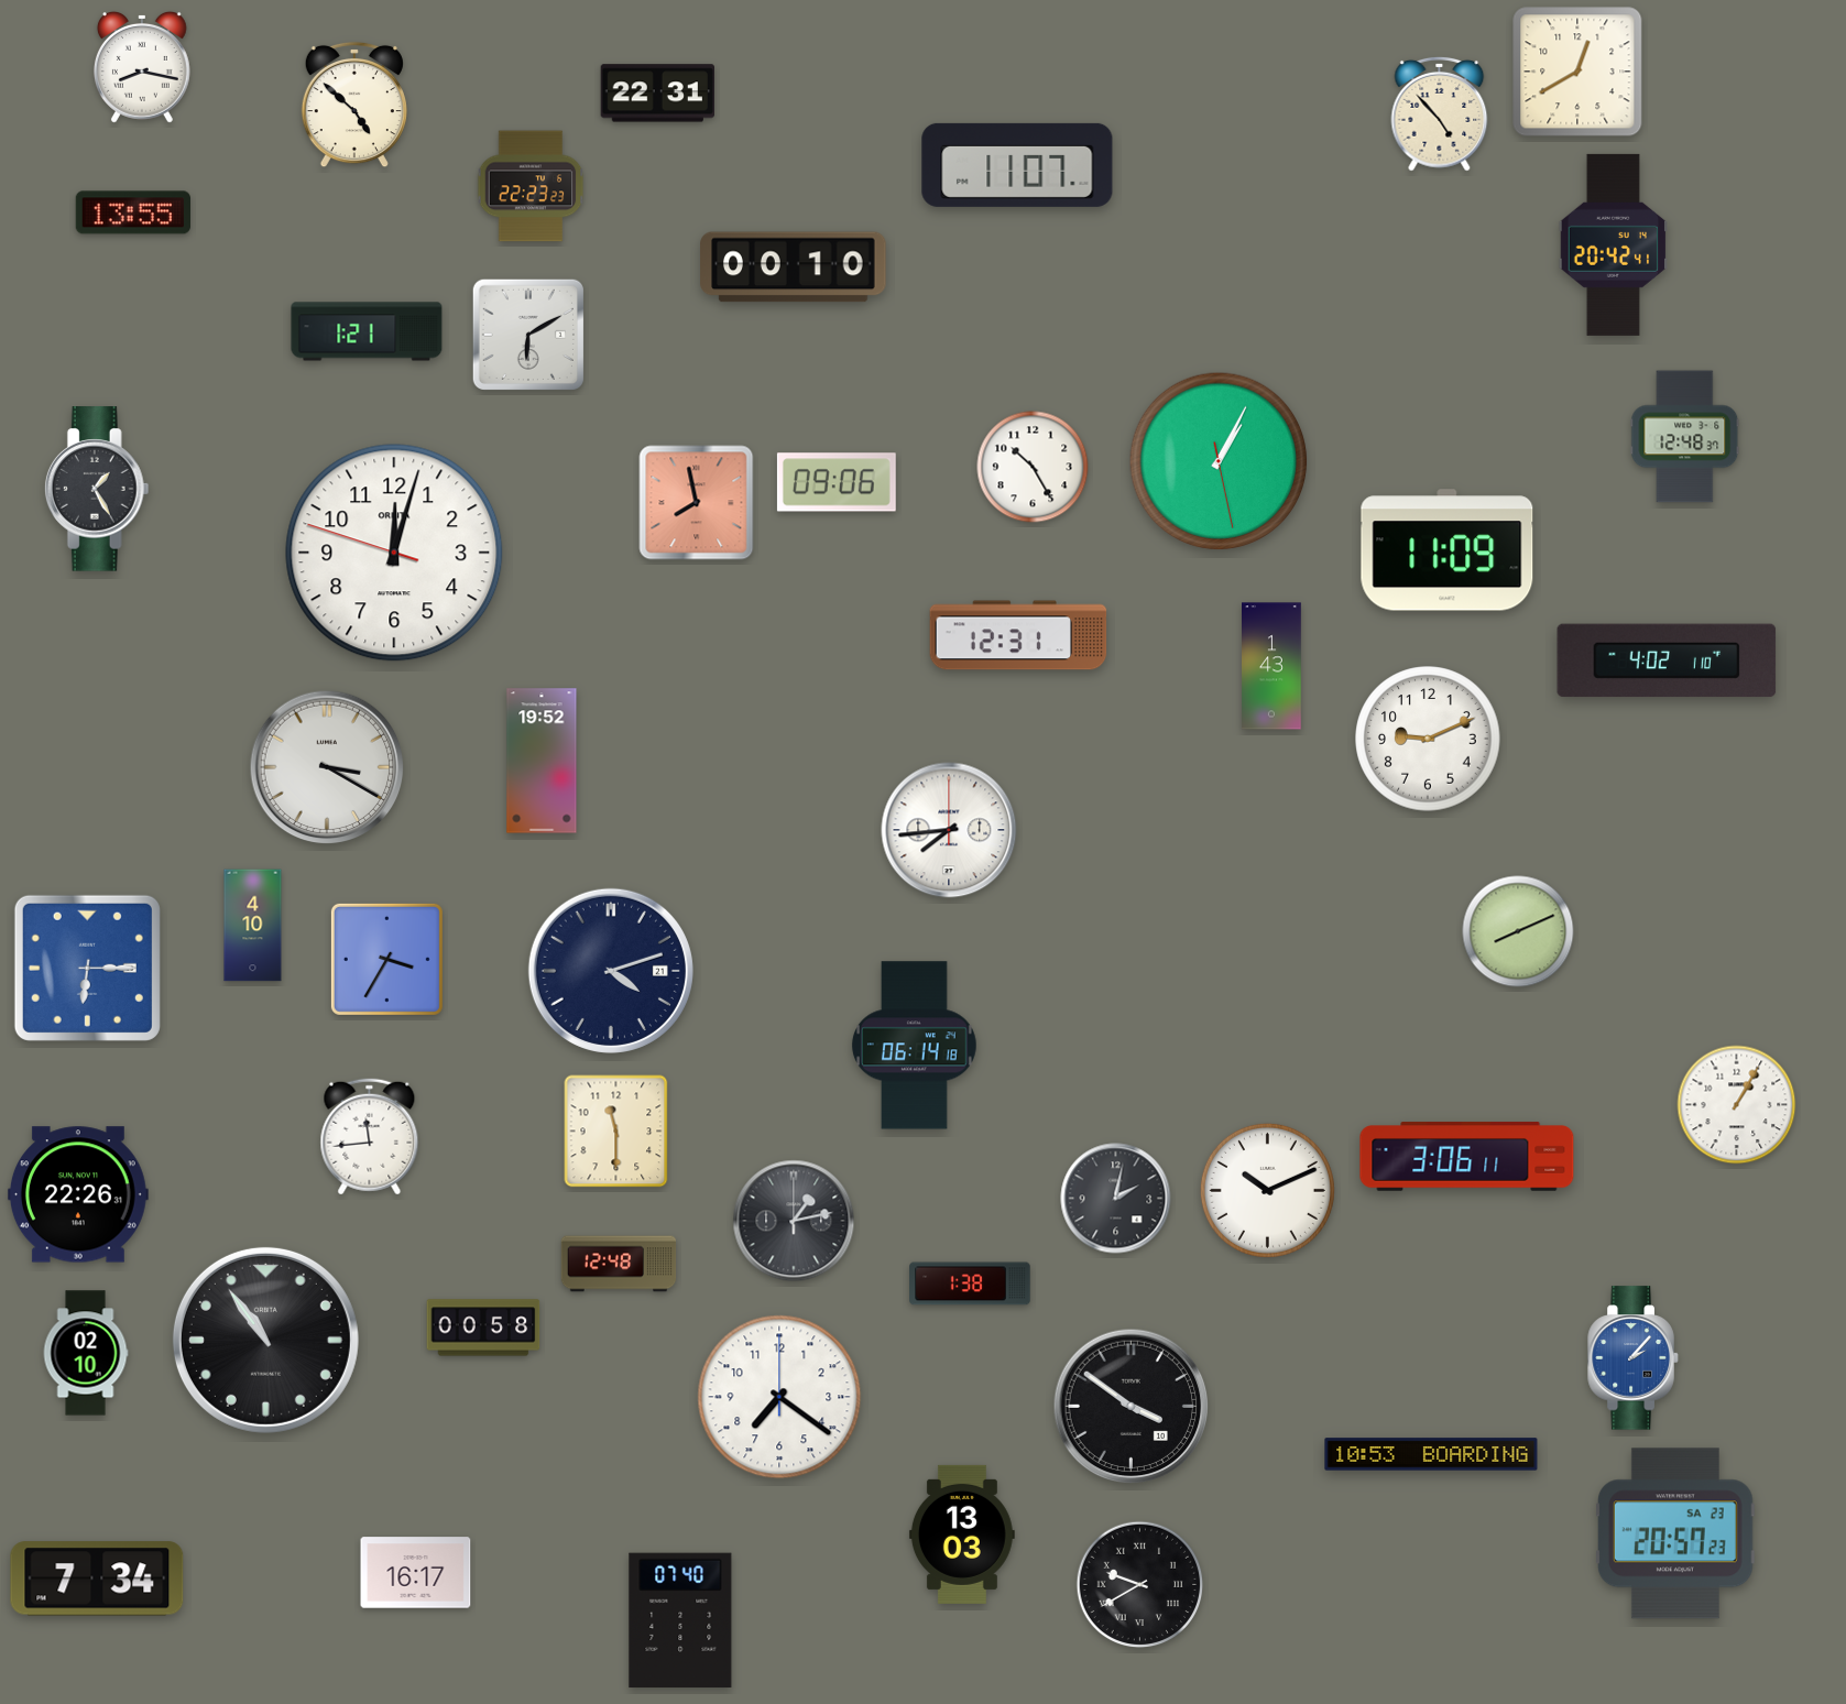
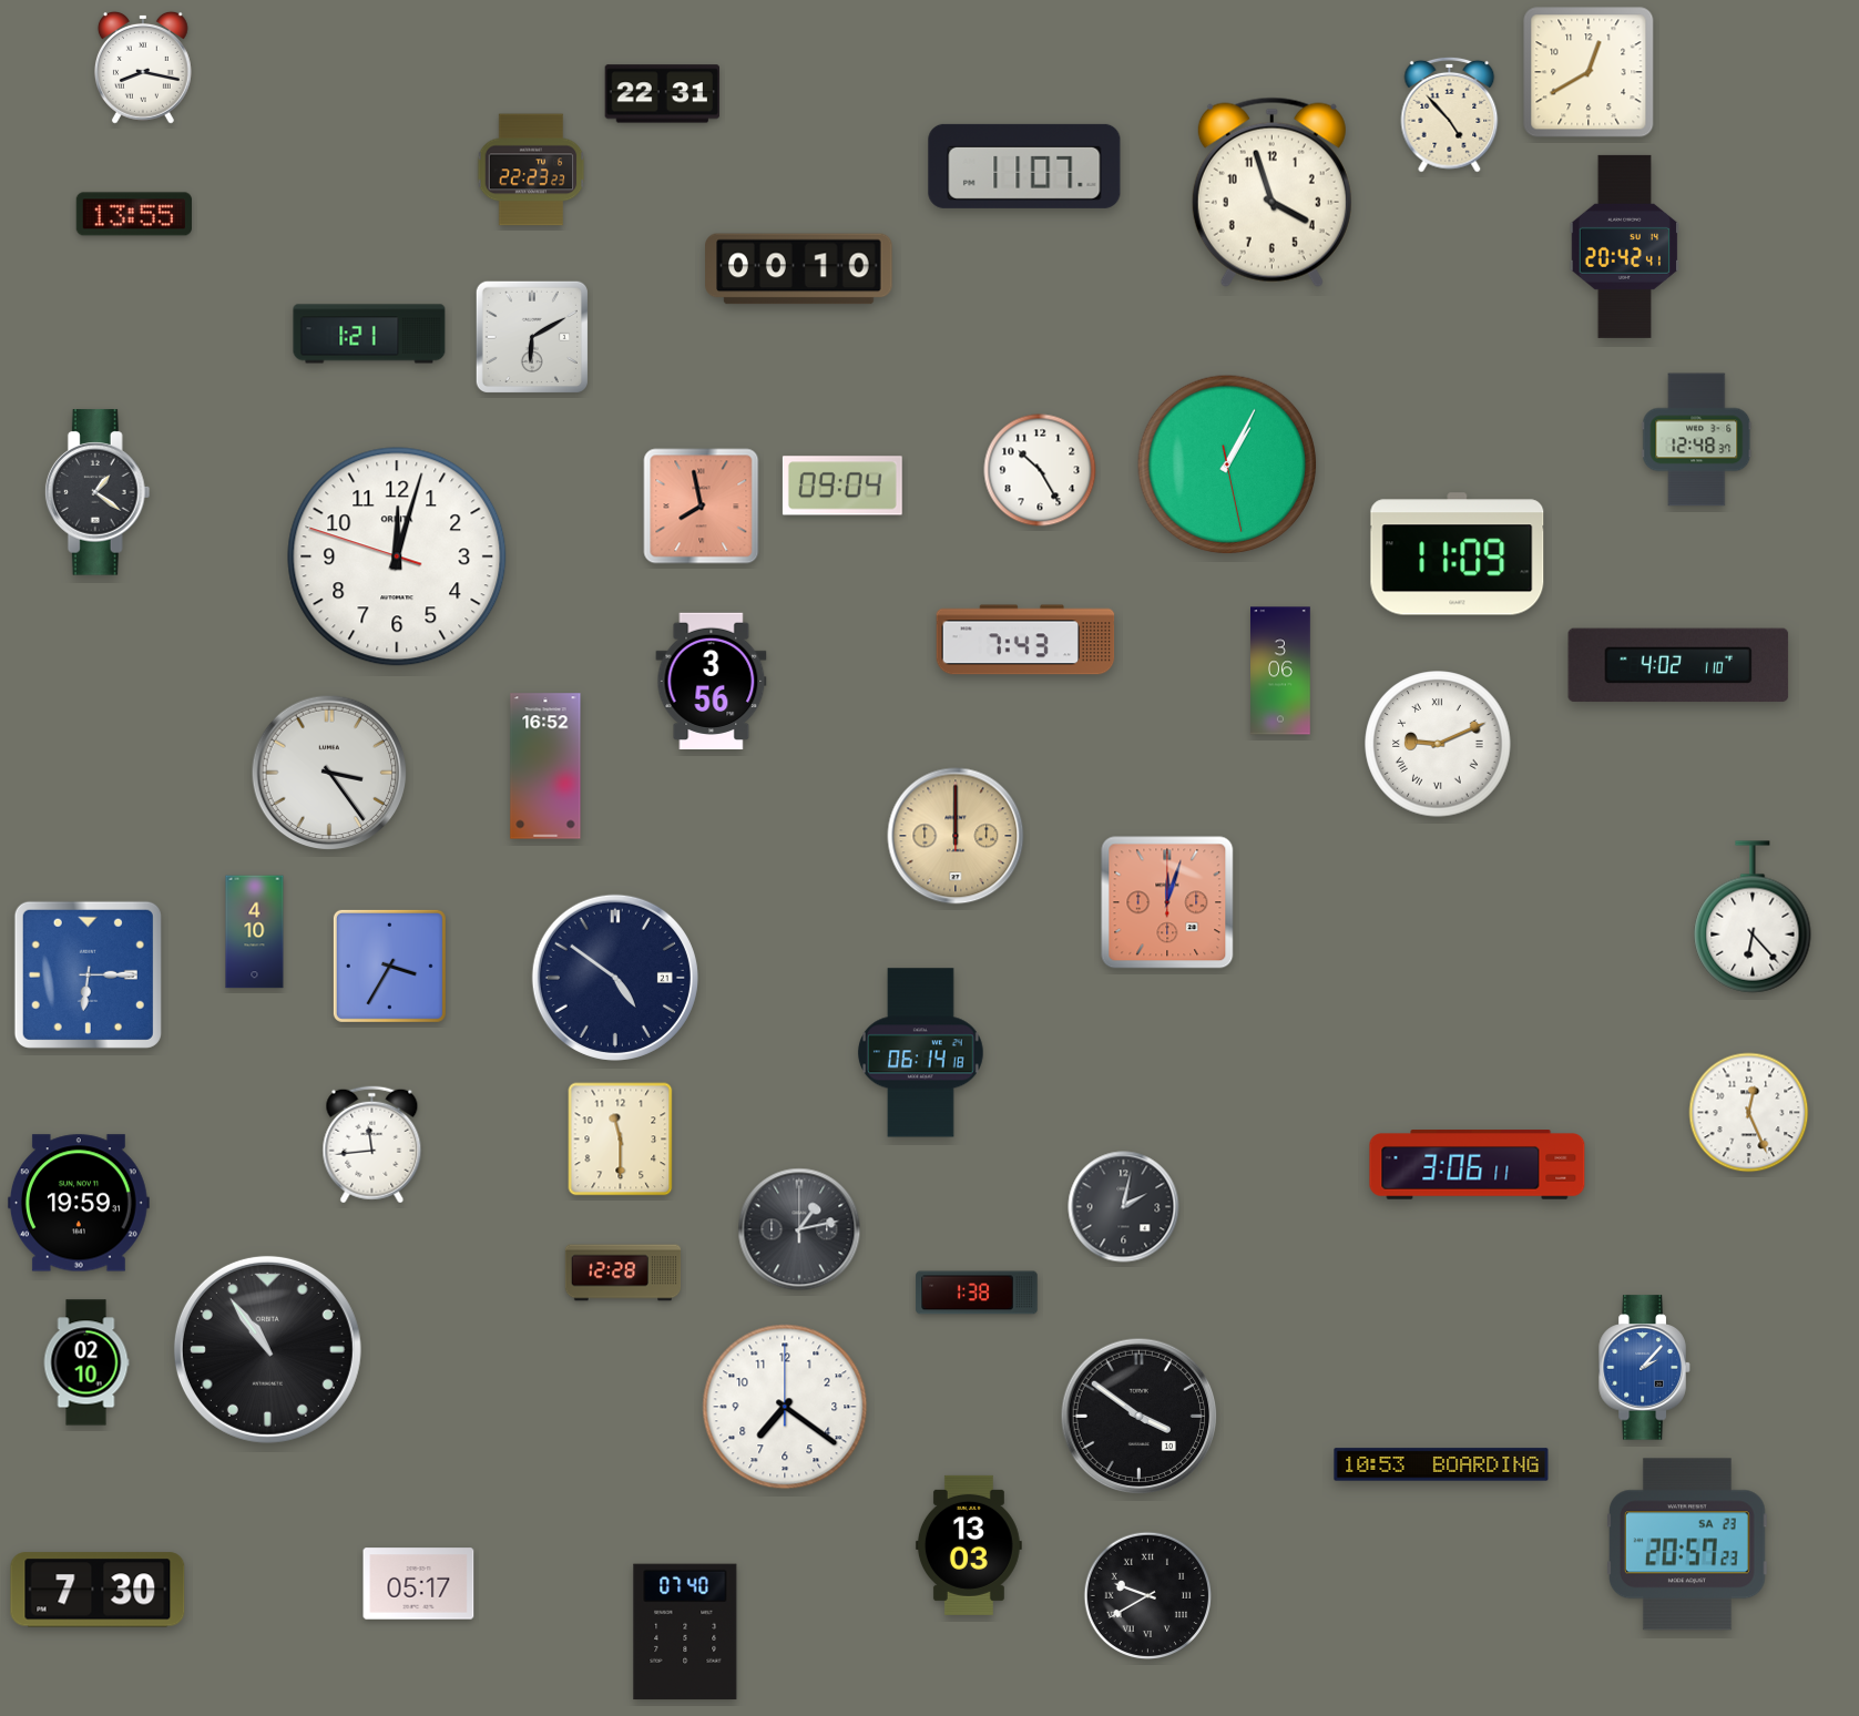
clock at (354, 105): 4:52 -> none
clock at (531, 186) position: (531, 186) -> (531, 170)
clock at (1271, 192): none -> 3:57
clock at (837, 482): 09:06 -> 09:04
clock at (97, 489): 1:25 -> 1:21
clock at (1018, 635): 12:31 -> 7:43
clock at (1271, 666): 1:43 -> 3:06
clock at (712, 681): none -> 3:56
clock at (1428, 739) numerals: Arabic -> Roman
clock at (542, 761): 19:52 -> 16:52
clock at (327, 767): 3:20 -> 3:24
clock at (949, 830): 7:44 -> 12:00
clock at (949, 830) dial: white -> champagne
clock at (1167, 902): none -> 12:03
clock at (1753, 917): none -> 6:23
clock at (1518, 931): 8:11 -> none
clock at (611, 971): 4:12 -> 4:51
clock at (1737, 1105): 1:05 -> 12:26
clock at (1267, 1190): 10:11 -> none
clock at (78, 1194): 22:26 -> 19:59
clock at (619, 1264): 12:48 -> 12:28
clock at (483, 1328): 00:58 -> none
clock at (416, 1573): 16:17 -> 05:17
clock at (97, 1579): 7:34 -> 7:30
